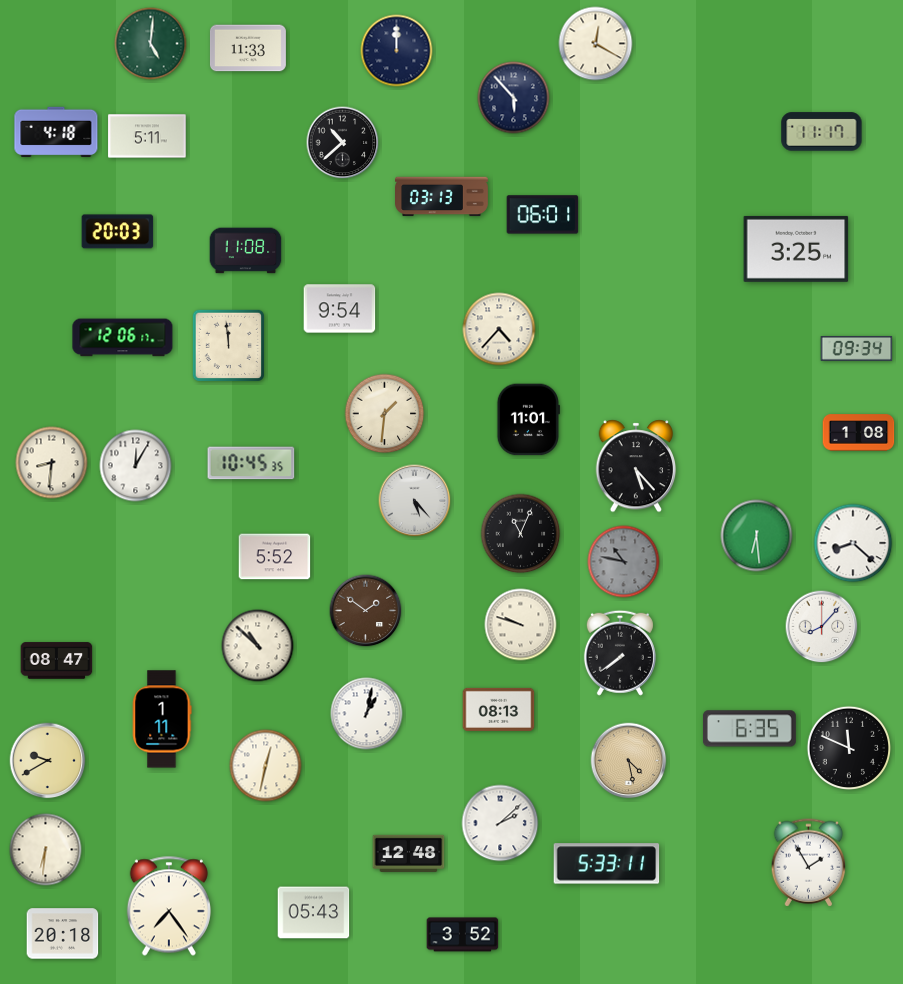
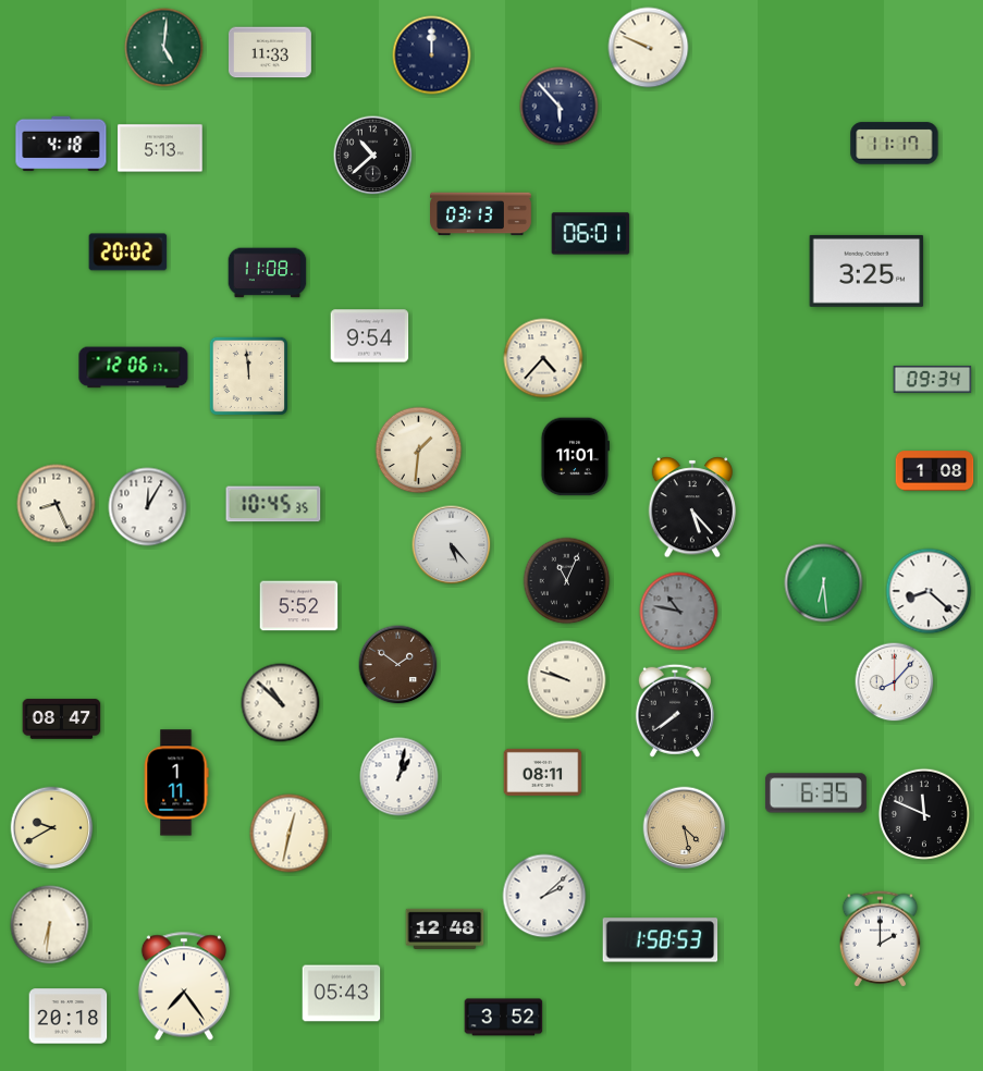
clock at (596, 44): 12:20 -> 9:49
clock at (147, 136): 5:11 -> 5:13
clock at (118, 232): 20:03 -> 20:02
clock at (52, 463): 8:31 -> 8:26
clock at (499, 709): 08:13 -> 08:11
clock at (809, 863): 1:55 -> 2:00
clock at (607, 864): 5:33 -> 1:58
